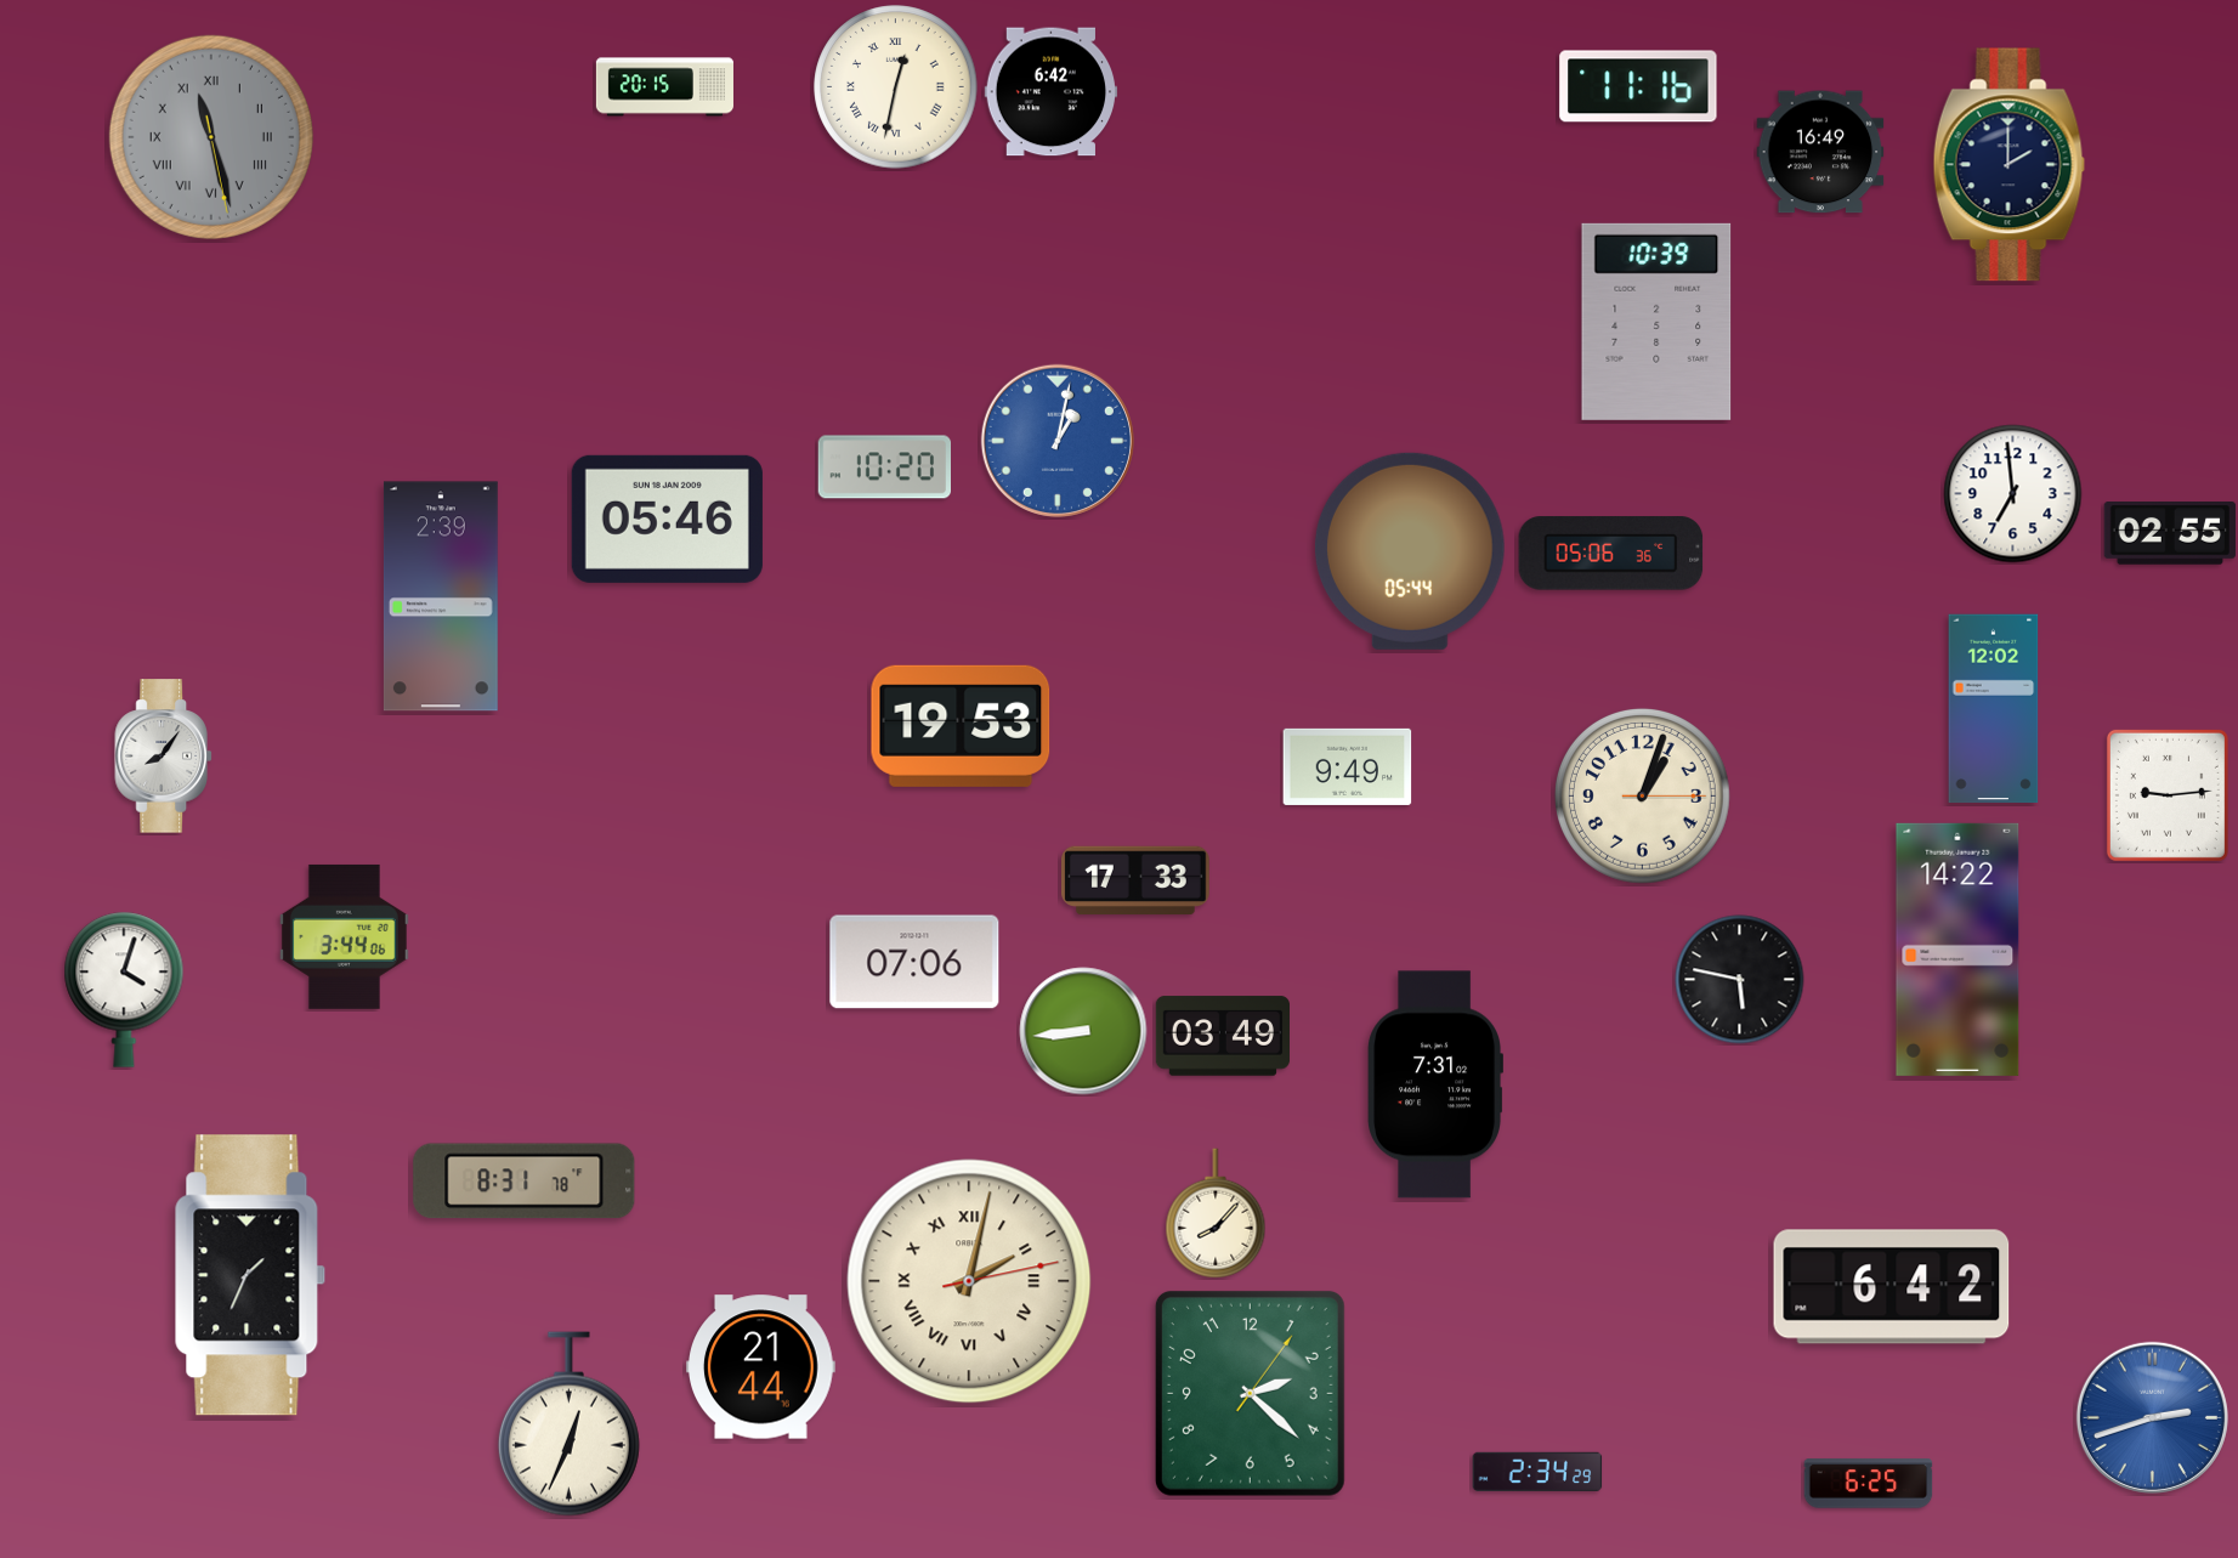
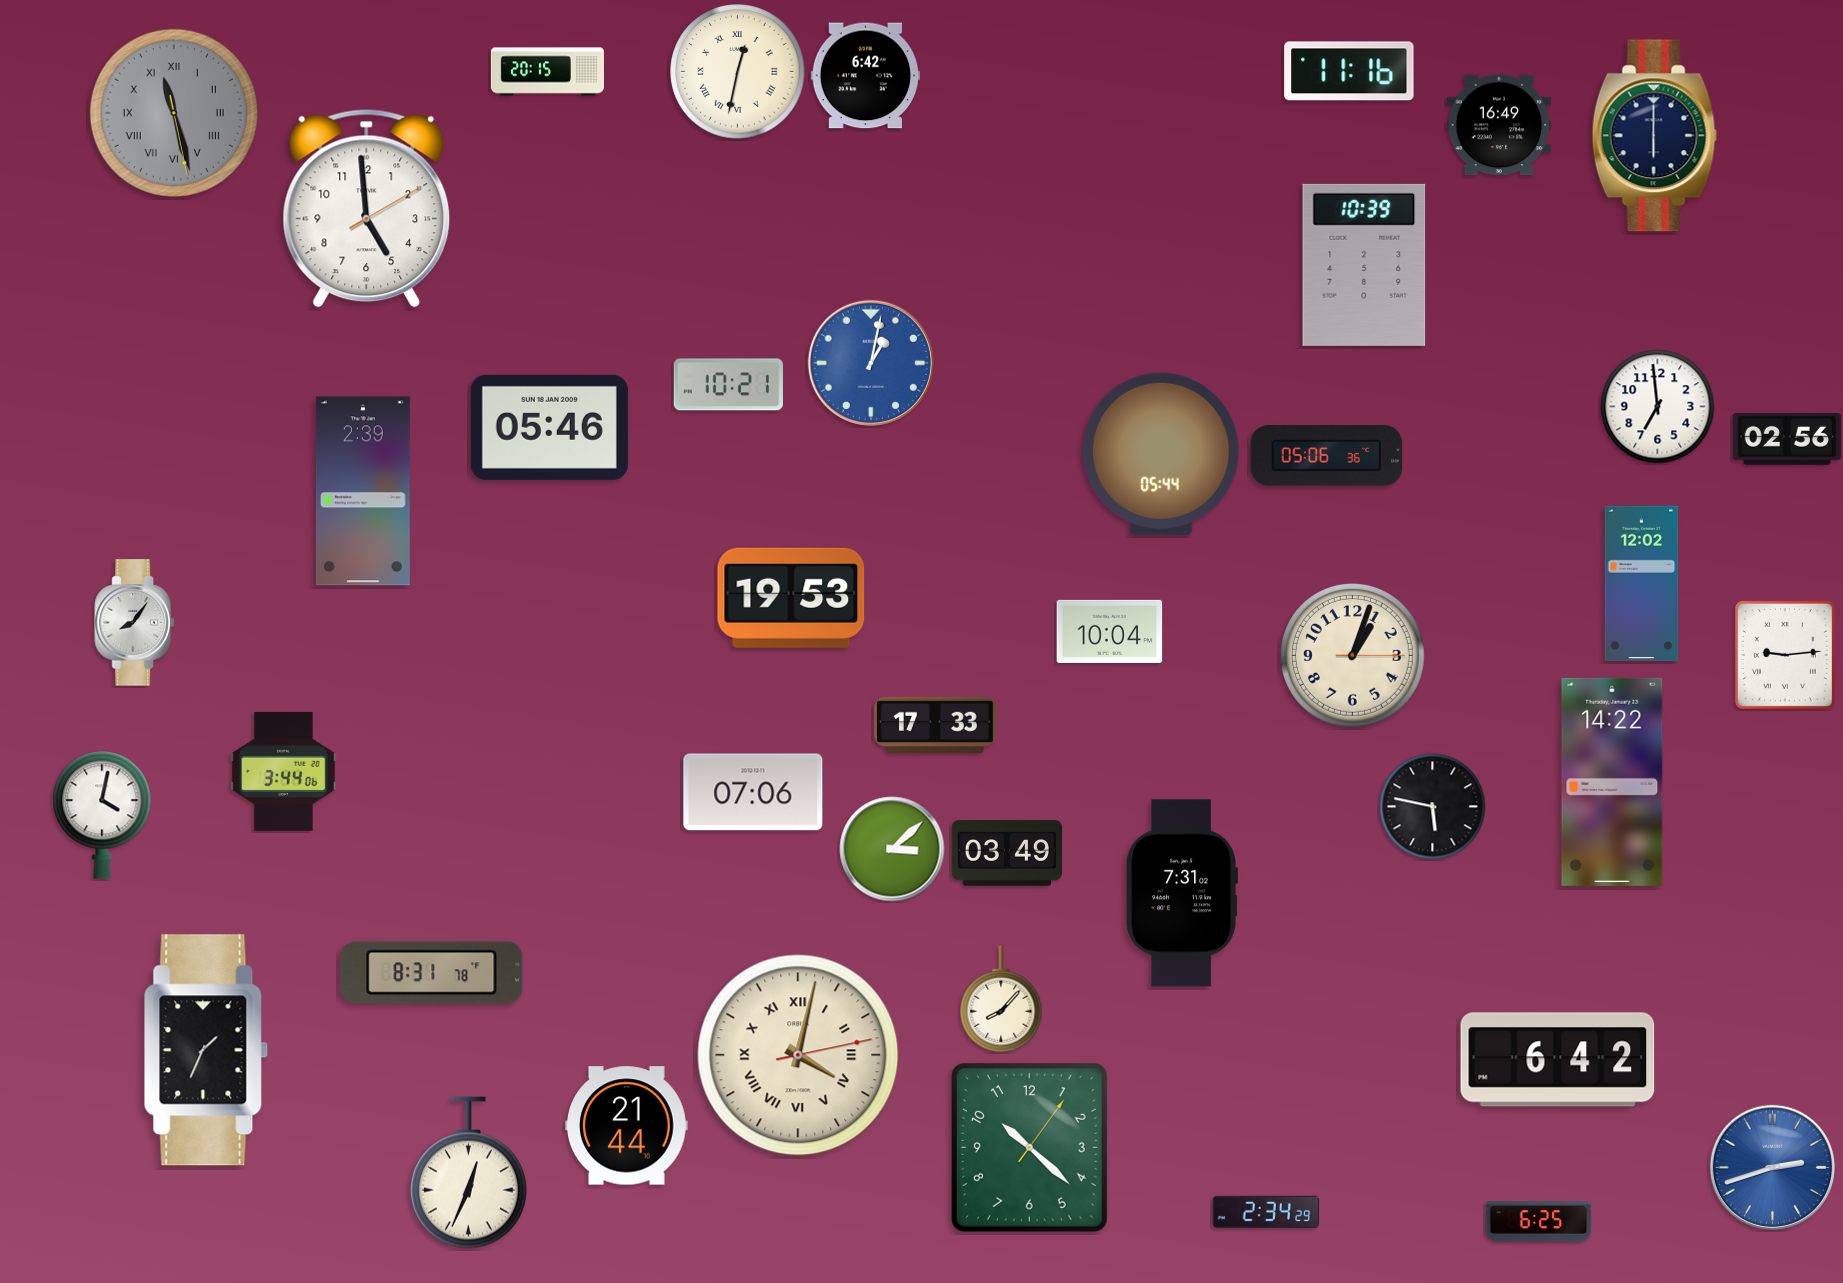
clock at (2008, 165): 2:00 -> 6:00
clock at (367, 208): none -> 4:59
clock at (884, 468): 10:20 -> 10:21
clock at (2170, 534): 02:55 -> 02:56
clock at (1348, 766): 9:49 -> 10:04
clock at (124, 990): 4:03 -> 4:02
clock at (1083, 1031): 8:44 -> 3:08
clock at (969, 1281): 2:02 -> 4:02
clock at (1250, 1393): 2:22 -> 10:22
